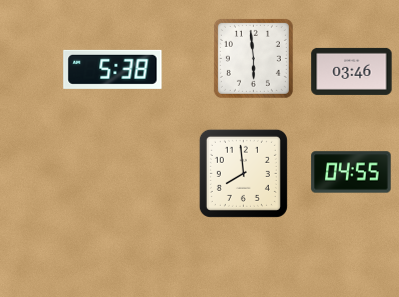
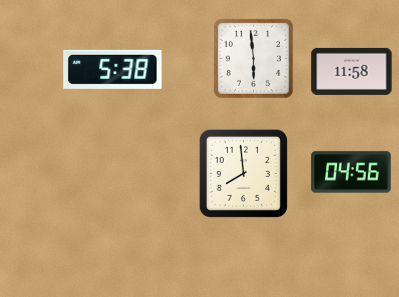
clock at (352, 71): 03:46 -> 11:58
clock at (351, 172): 04:55 -> 04:56
